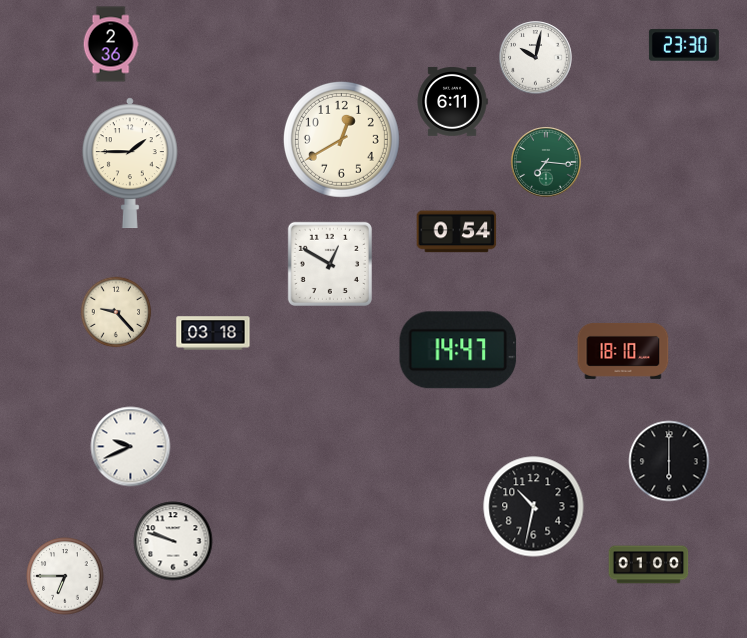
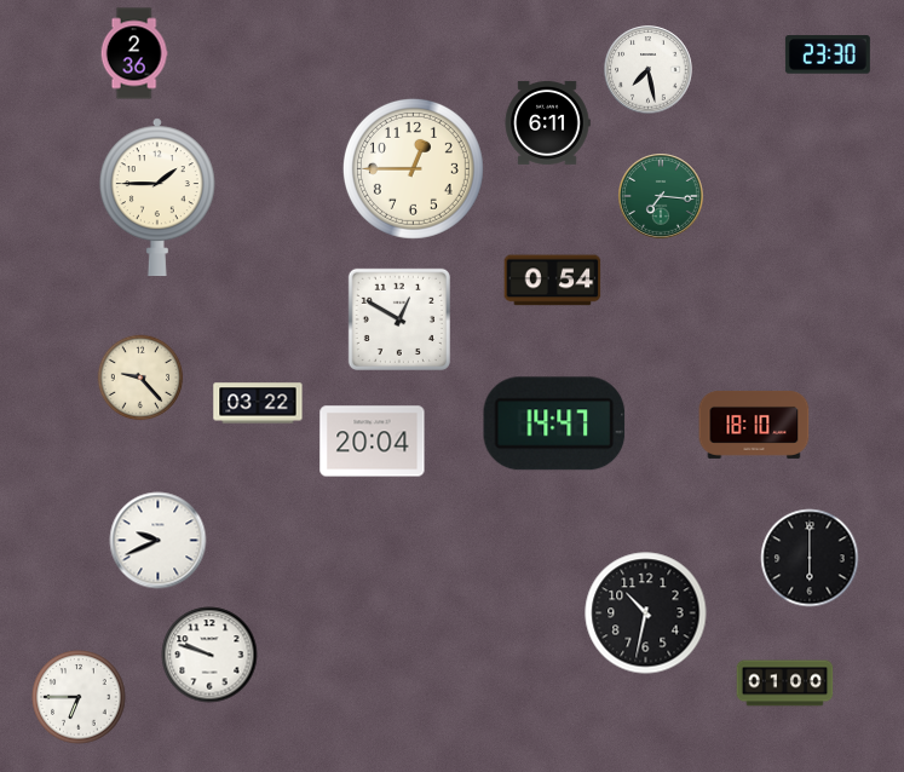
clock at (536, 58): 10:02 -> 7:28
clock at (341, 139): 12:40 -> 12:45
clock at (213, 333): 03:18 -> 03:22
clock at (373, 442): none -> 20:04
